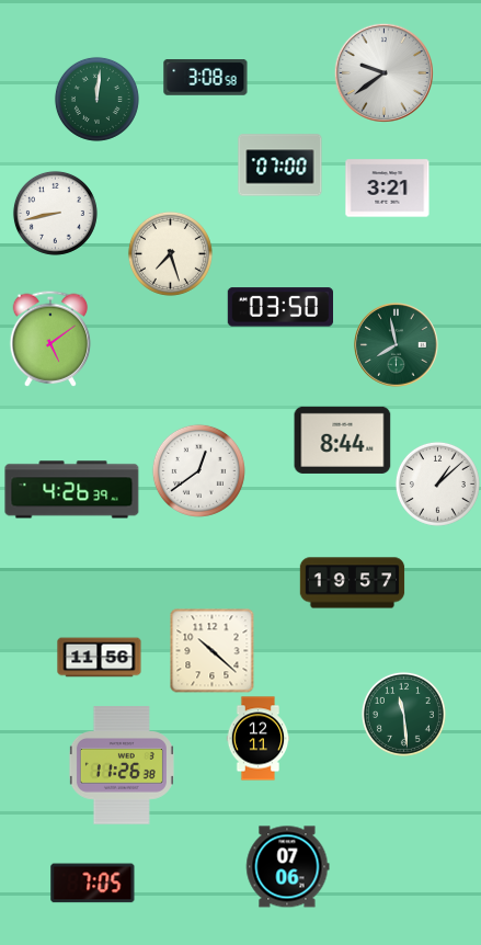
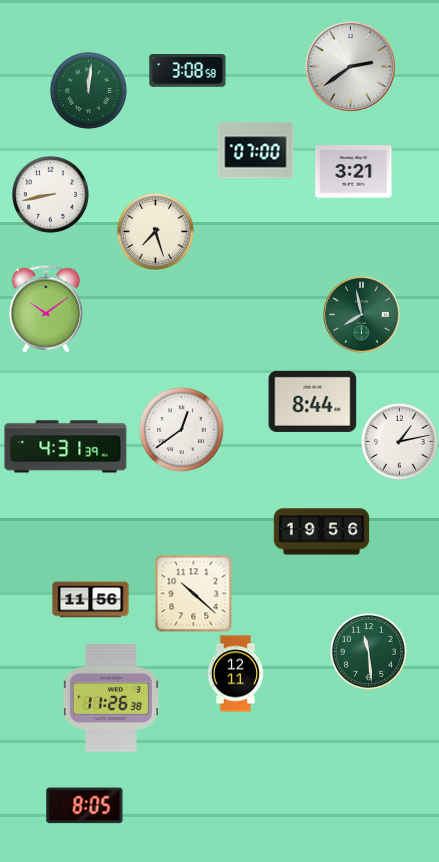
clock at (383, 72): 9:39 -> 2:39
clock at (279, 307): 03:50 -> none
clock at (50, 339): 5:09 -> 10:09
clock at (437, 483): 1:08 -> 1:13
clock at (72, 490): 4:26 -> 4:31
clock at (353, 583): 19:57 -> 19:56
clock at (288, 867): 07:06 -> none
clock at (93, 884): 7:05 -> 8:05
